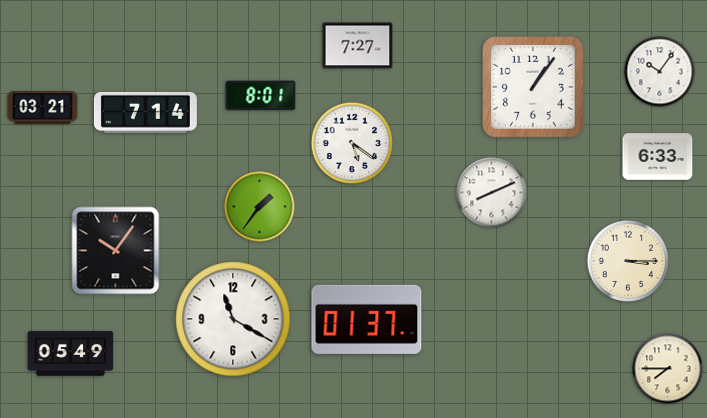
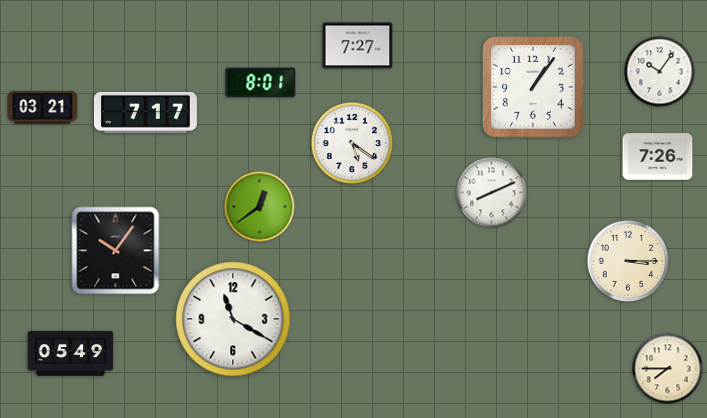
clock at (261, 96) position: (261, 96) -> (261, 83)
clock at (145, 112): 7:14 -> 7:17
clock at (658, 157): 6:33 -> 7:26
clock at (260, 207): 1:36 -> 12:39
clock at (367, 319): 01:37 -> none
